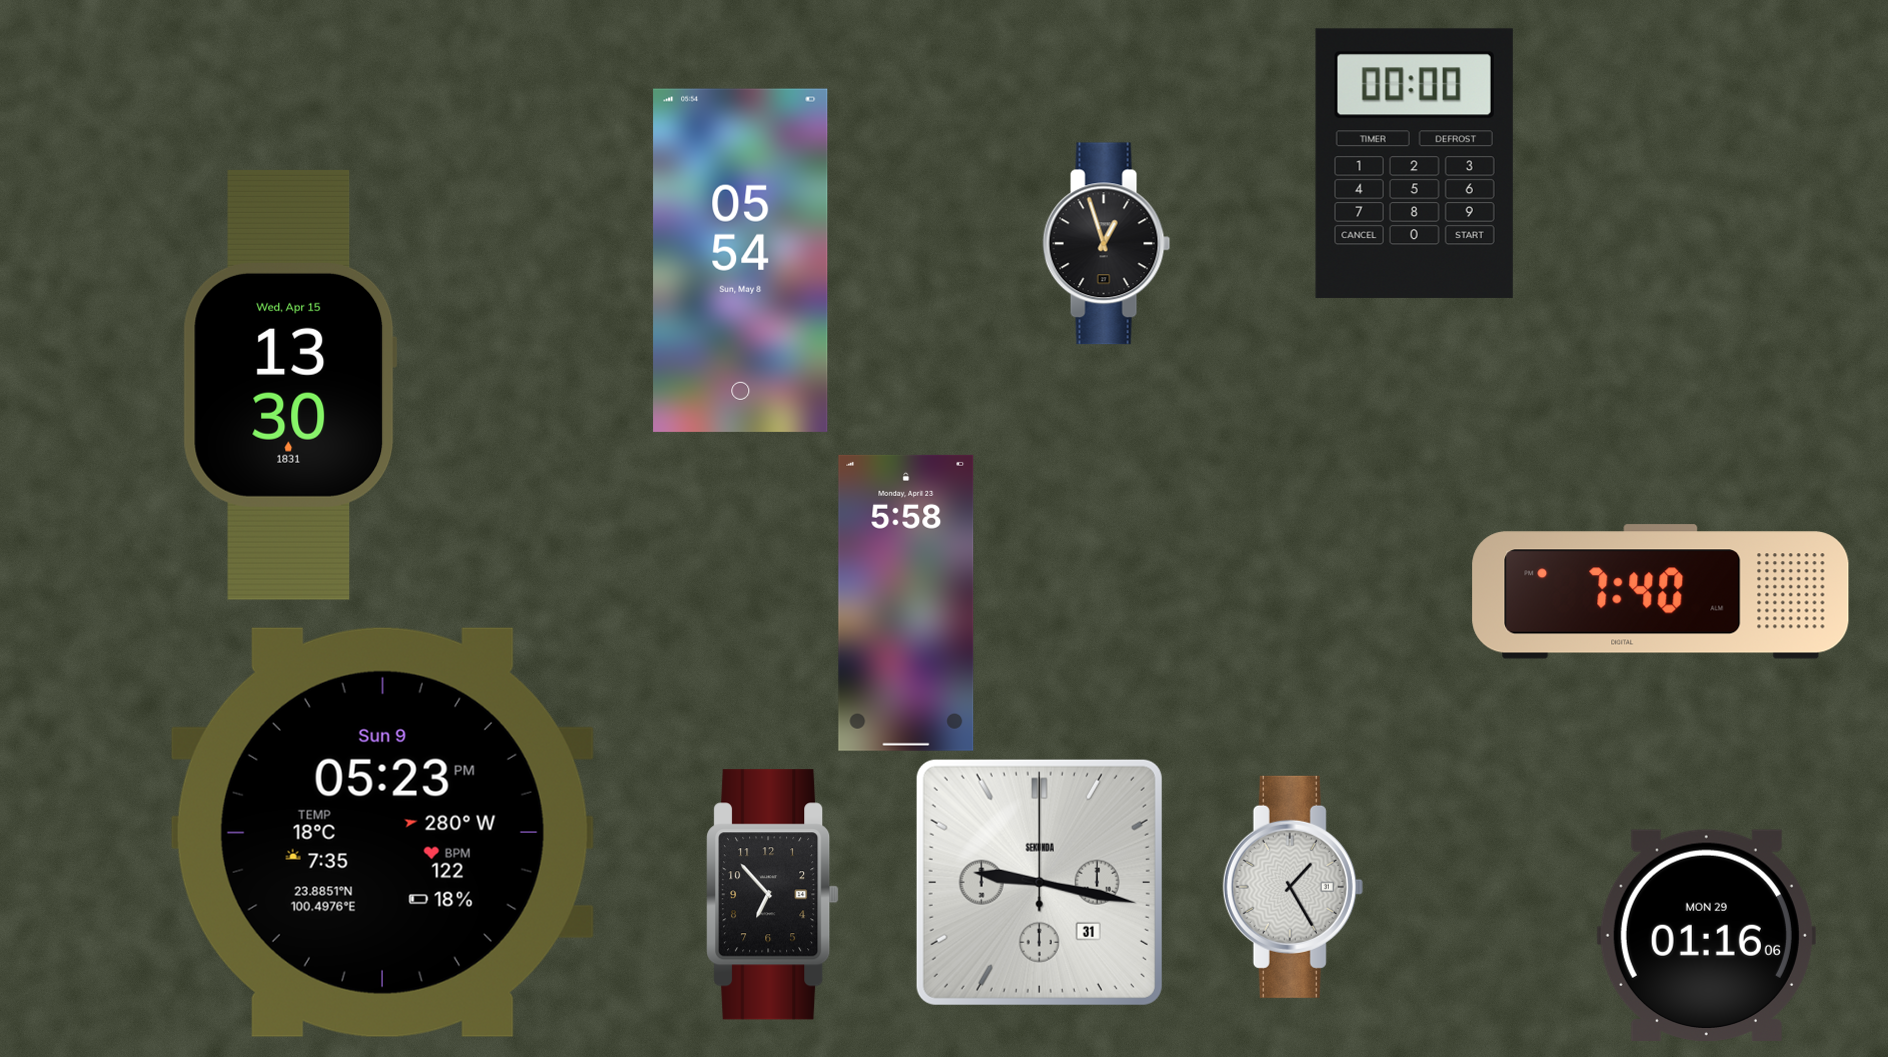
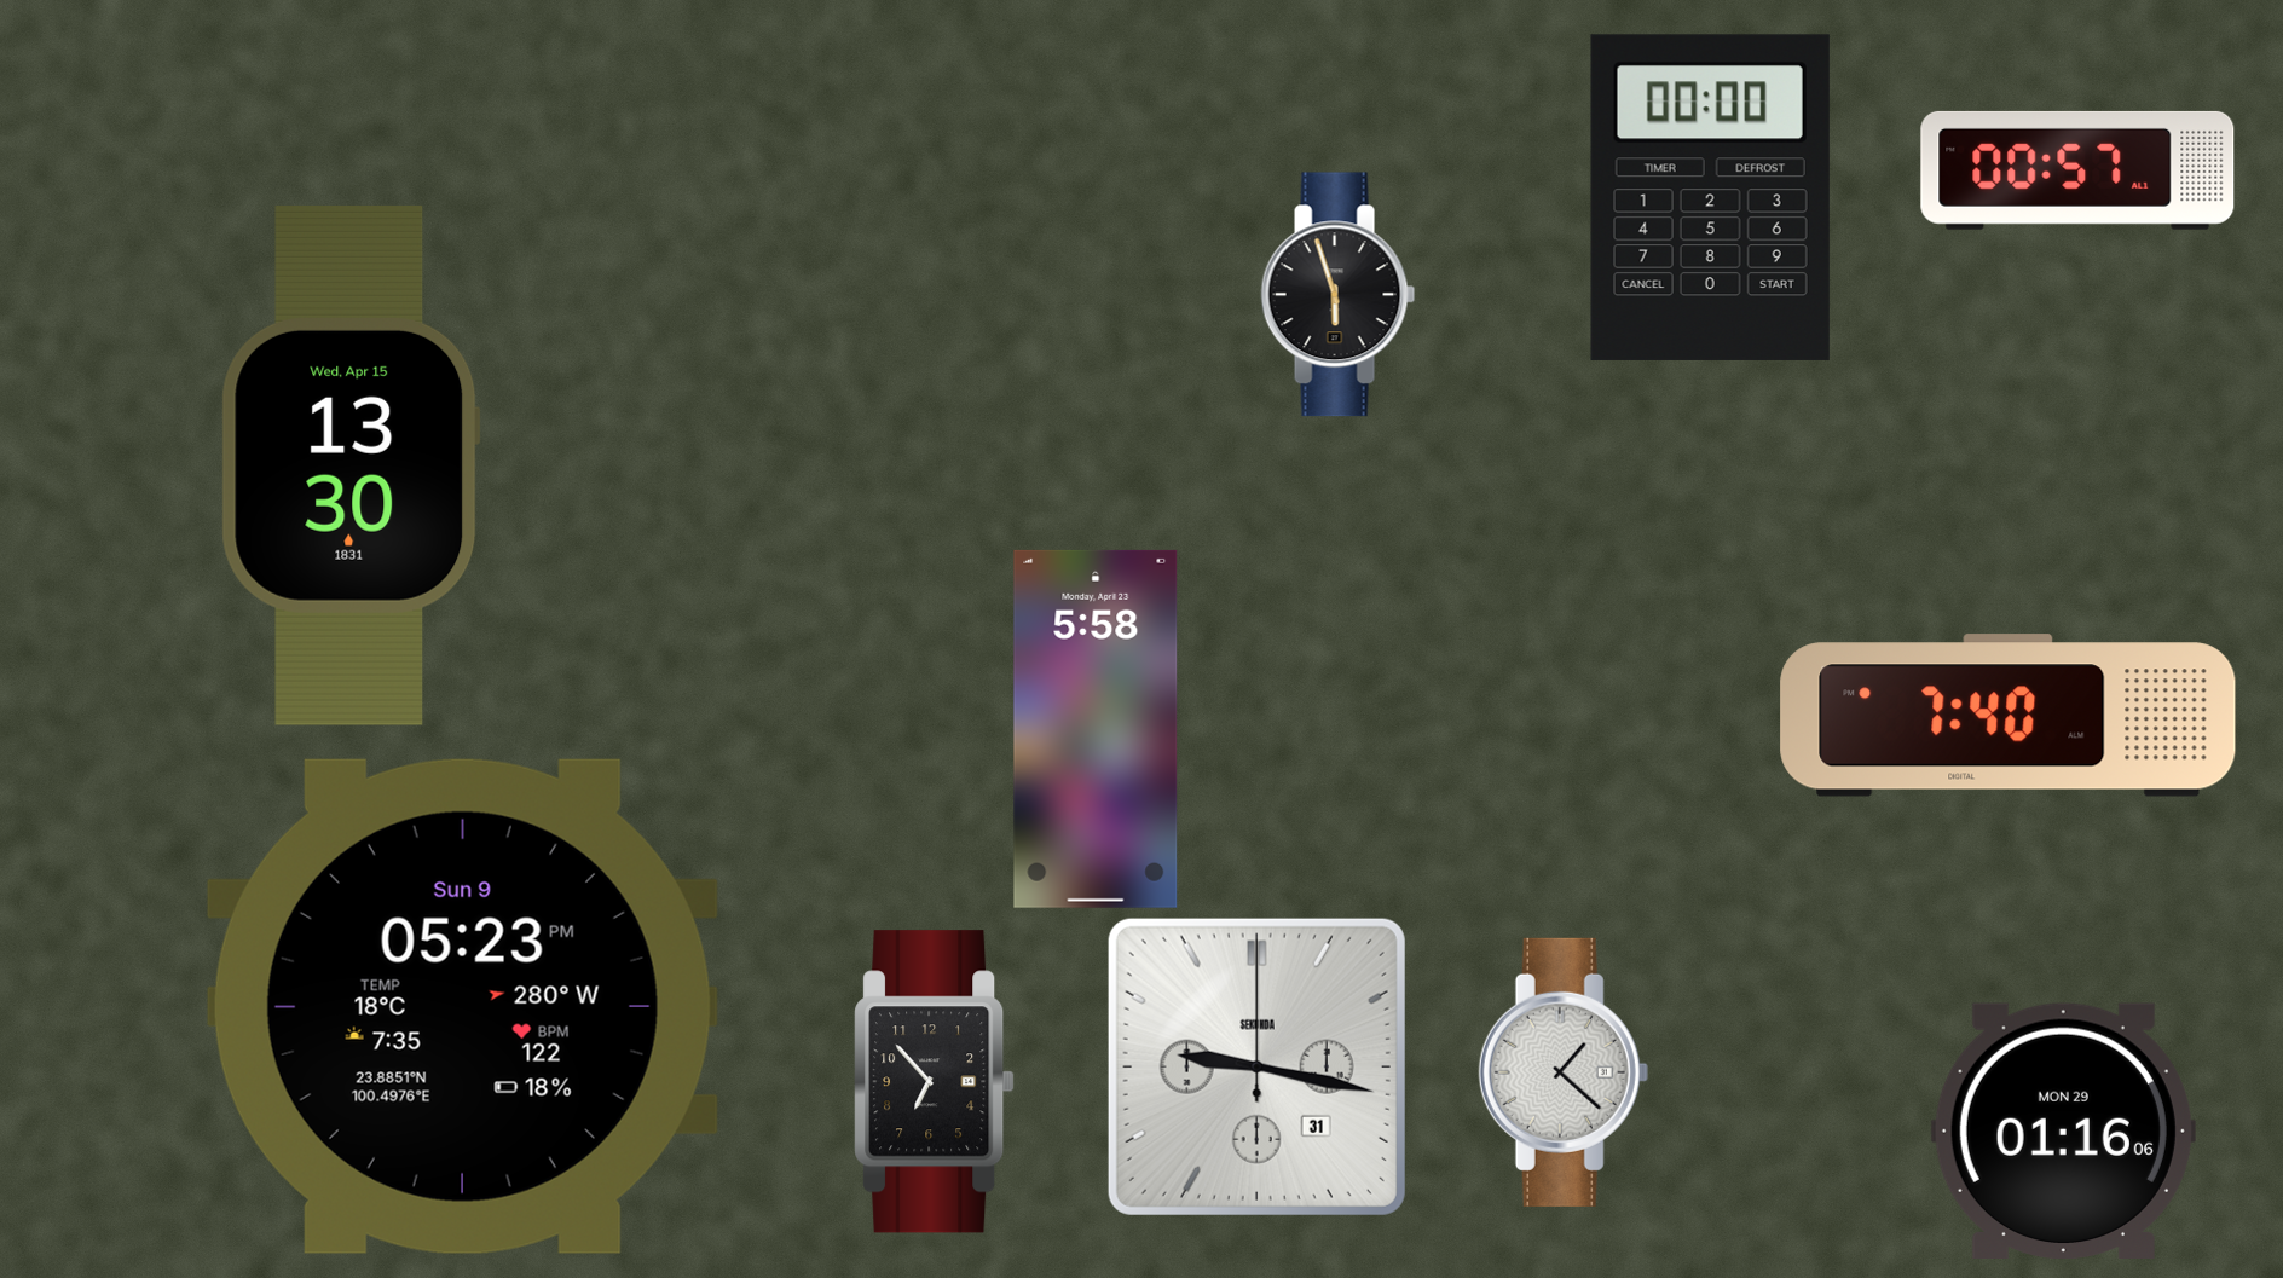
clock at (2077, 170): none -> 00:57
clock at (1107, 244): 12:57 -> 5:57
clock at (741, 260): 05:54 -> none
clock at (1293, 887): 1:25 -> 1:22
